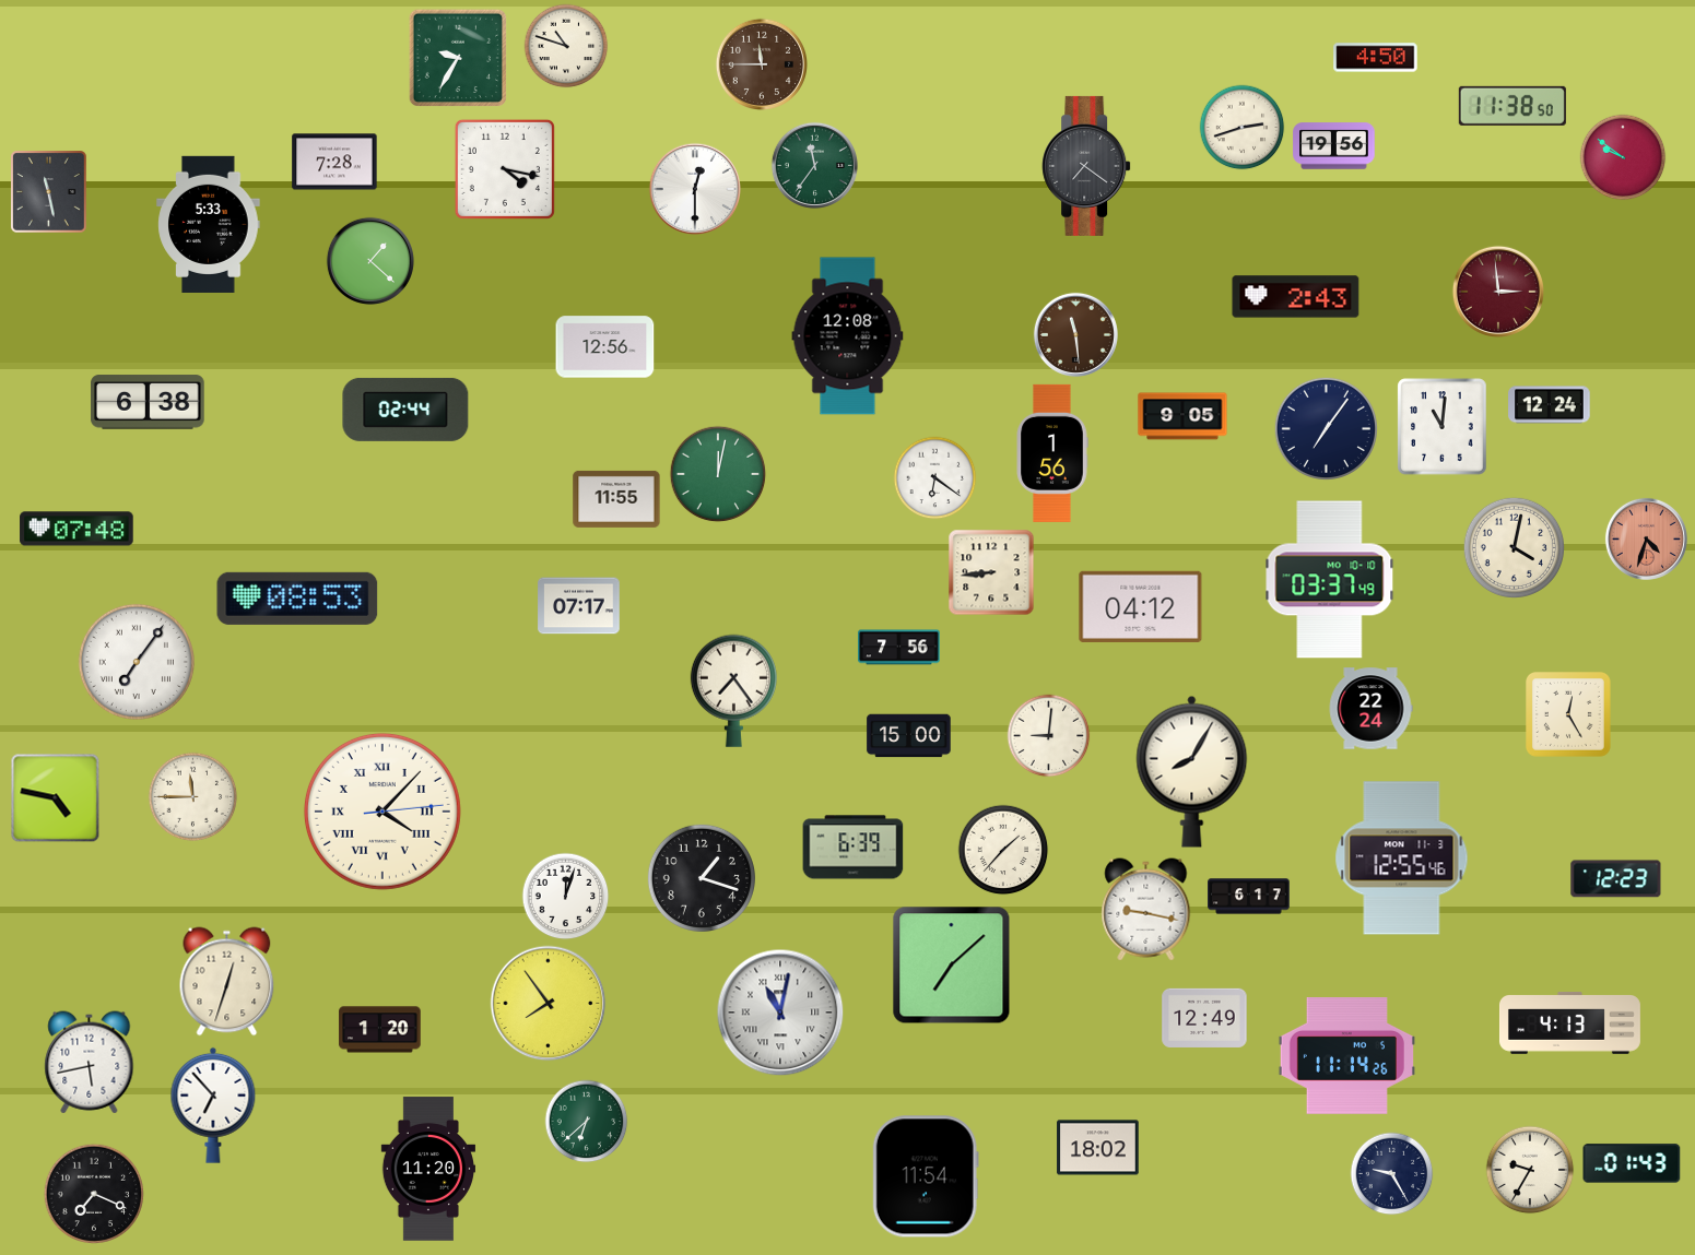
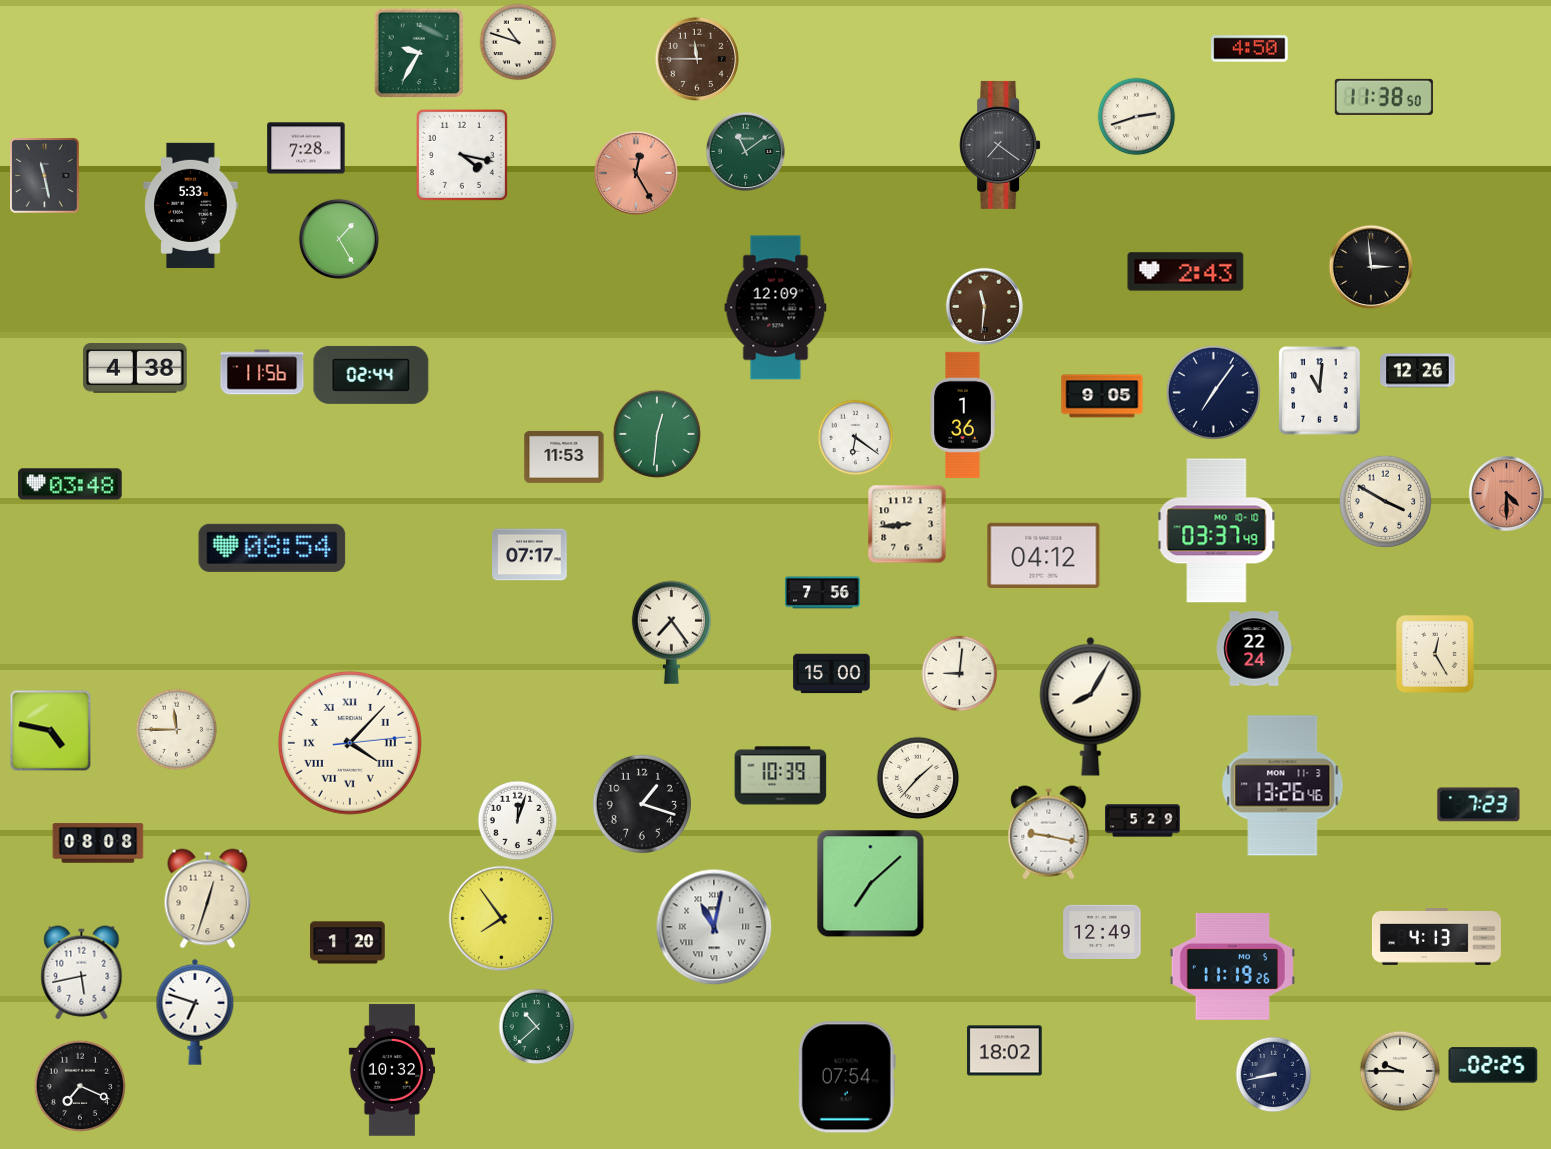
clock at (1376, 58) position: (1376, 58) -> (1250, 49)
clock at (1334, 146): 19:56 -> none
clock at (1623, 157): 9:51 -> none
clock at (814, 165): 11:36 -> 11:09
clock at (1086, 166) position: (1086, 166) -> (1000, 145)
clock at (694, 188): 12:30 -> 12:25
clock at (694, 188) dial: white -> salmon
clock at (370, 261): 1:22 -> 1:25
clock at (1497, 291) dial: burgundy -> black
clock at (1075, 334): 11:29 -> 11:31
clock at (848, 336): 12:08 -> 12:09
clock at (605, 347): 12:56 -> none
clock at (148, 402): 6:38 -> 4:38
clock at (1550, 405): 12:24 -> 12:26
clock at (262, 372): none -> 11:56
clock at (1182, 416) position: (1182, 416) -> (1102, 396)
clock at (1052, 453): 1:56 -> 1:36
clock at (718, 474): 12:02 -> 12:31
clock at (616, 499): 11:55 -> 11:53
clock at (76, 529): 07:48 -> 03:48
clock at (1646, 538): 4:33 -> 4:30
clock at (1515, 548): 4:02 -> 3:50
clock at (297, 599): 08:53 -> 08:54
clock at (137, 662): 7:06 -> none
clock at (854, 848): 6:39 -> 10:39
clock at (1402, 859): 12:55 -> 13:26
clock at (1616, 879): 12:23 -> 7:23
clock at (1249, 897): 6:17 -> 5:29
clock at (98, 843): none -> 08:08
clock at (1346, 1056): 11:14 -> 11:19
clock at (213, 1105): 6:53 -> 6:48
clock at (587, 1122): 6:38 -> 10:38
clock at (1632, 1163): 01:43 -> 02:25
clock at (427, 1169): 11:20 -> 10:32
clock at (1530, 1170): 9:35 -> 9:45
clock at (1392, 1174): 9:25 -> 8:43
clock at (926, 1176): 11:54 -> 07:54
clock at (94, 1194) position: (94, 1194) -> (80, 1086)
